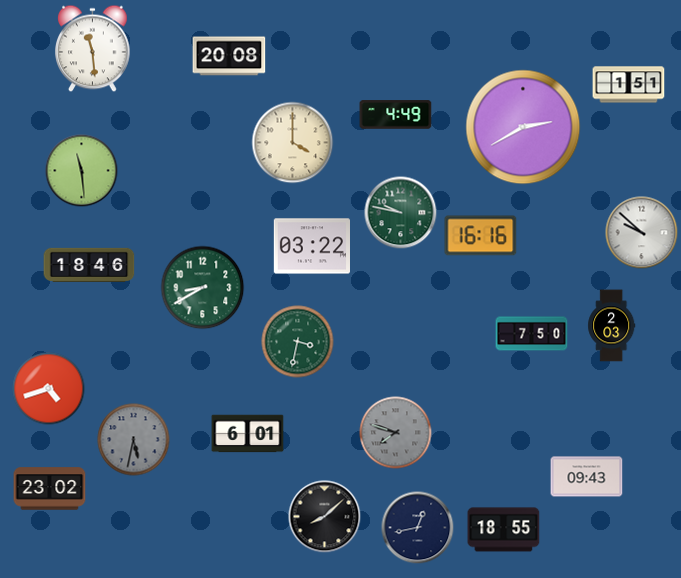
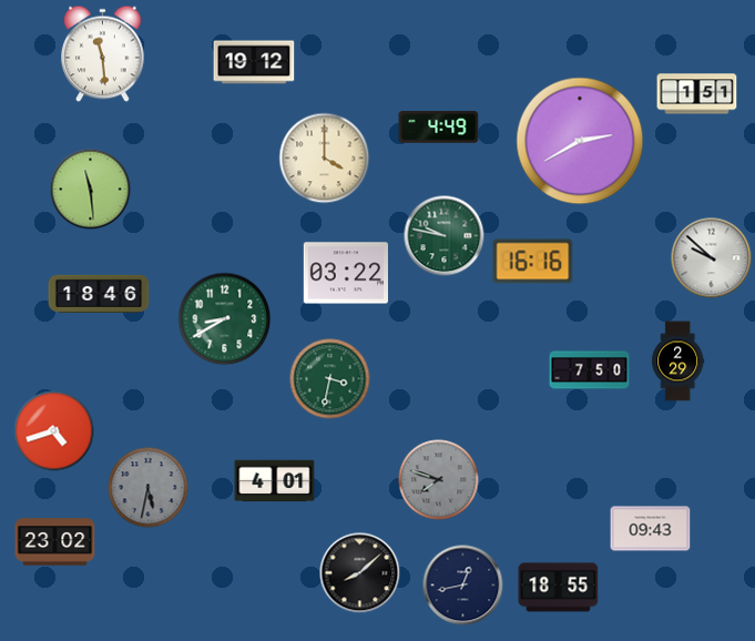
clock at (229, 56): 20:08 -> 19:12
clock at (612, 326): 2:03 -> 2:29
clock at (248, 434): 6:01 -> 4:01
